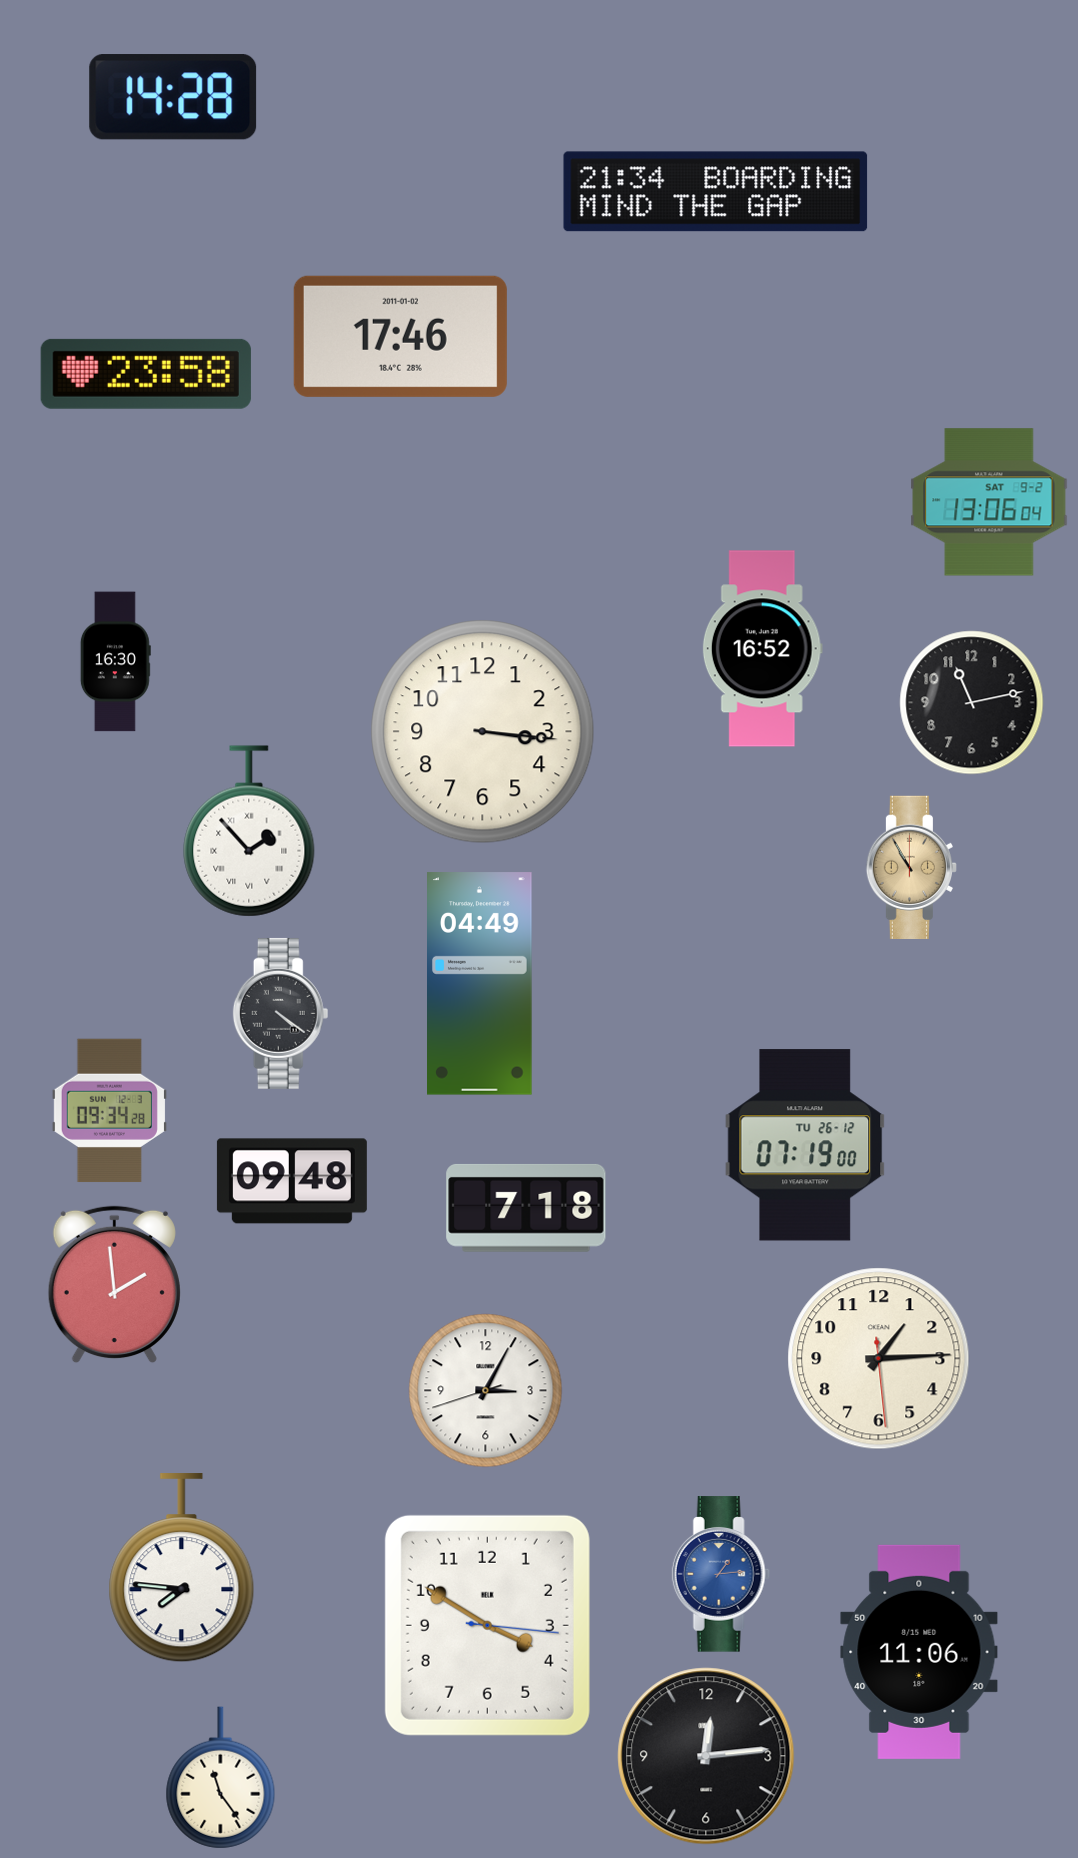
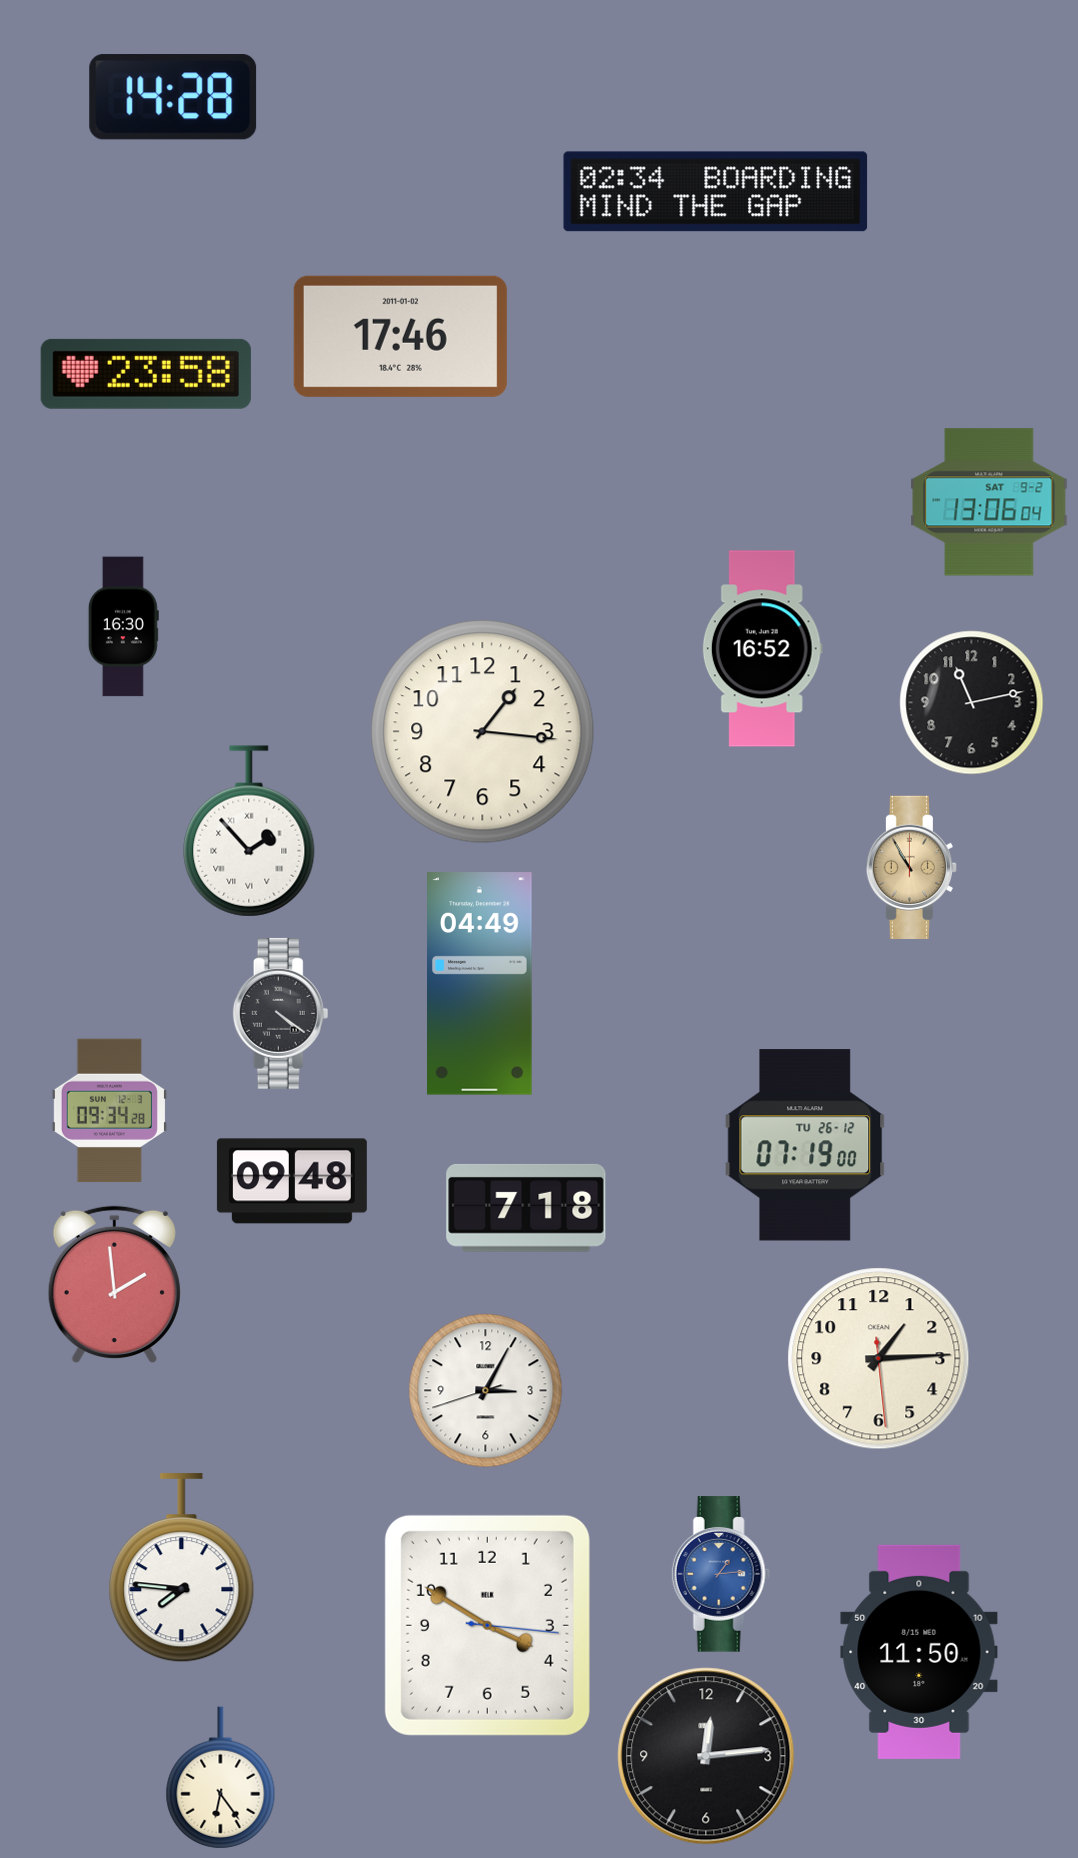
clock at (716, 192): 21:34 -> 02:34
clock at (115, 662) position: (115, 662) -> (123, 627)
clock at (483, 732): 3:16 -> 1:16
clock at (919, 1652): 11:06 -> 11:50
clock at (221, 1778): 11:24 -> 6:24
